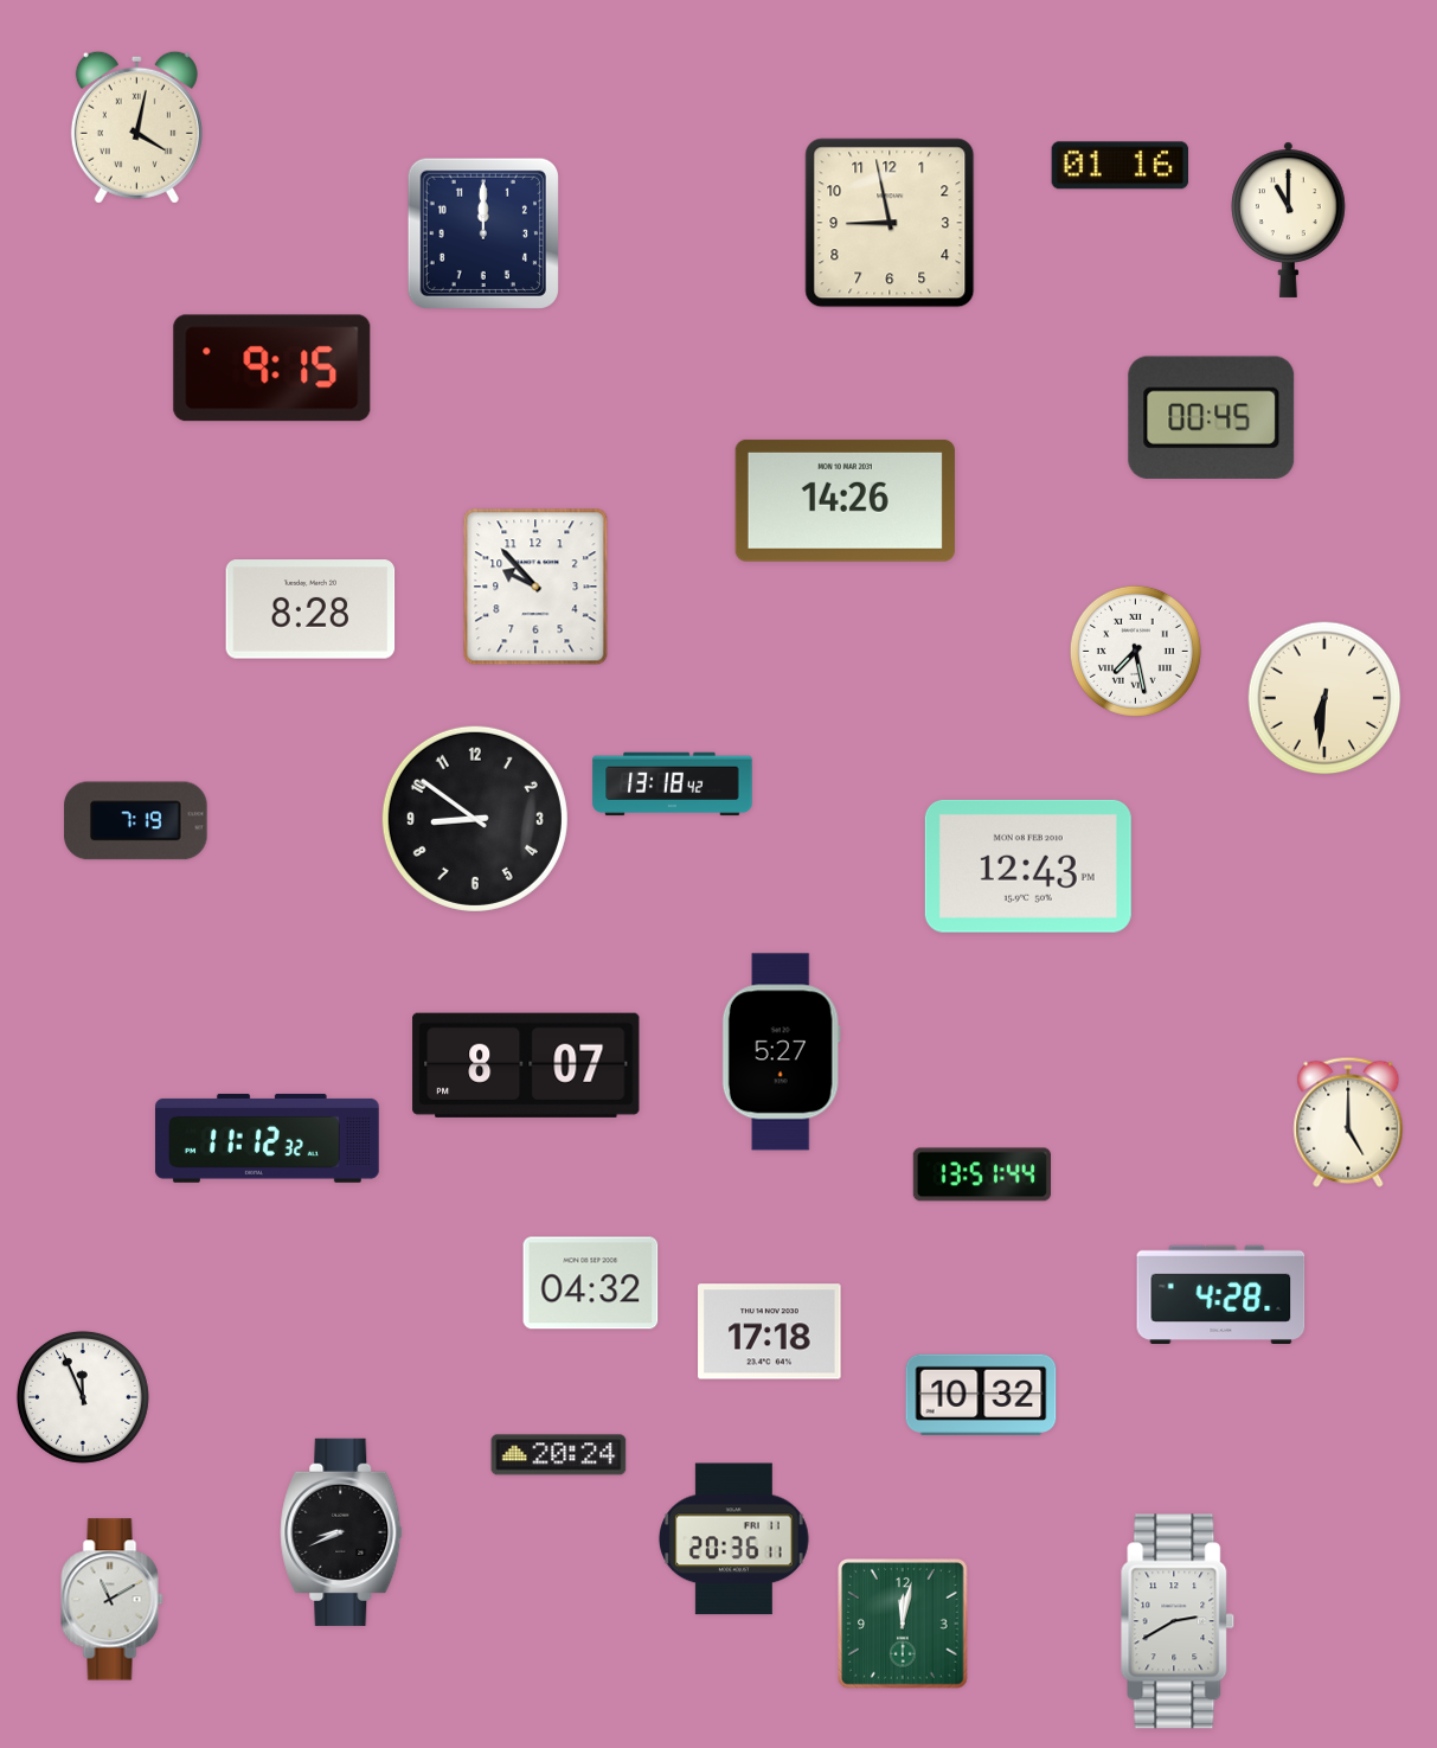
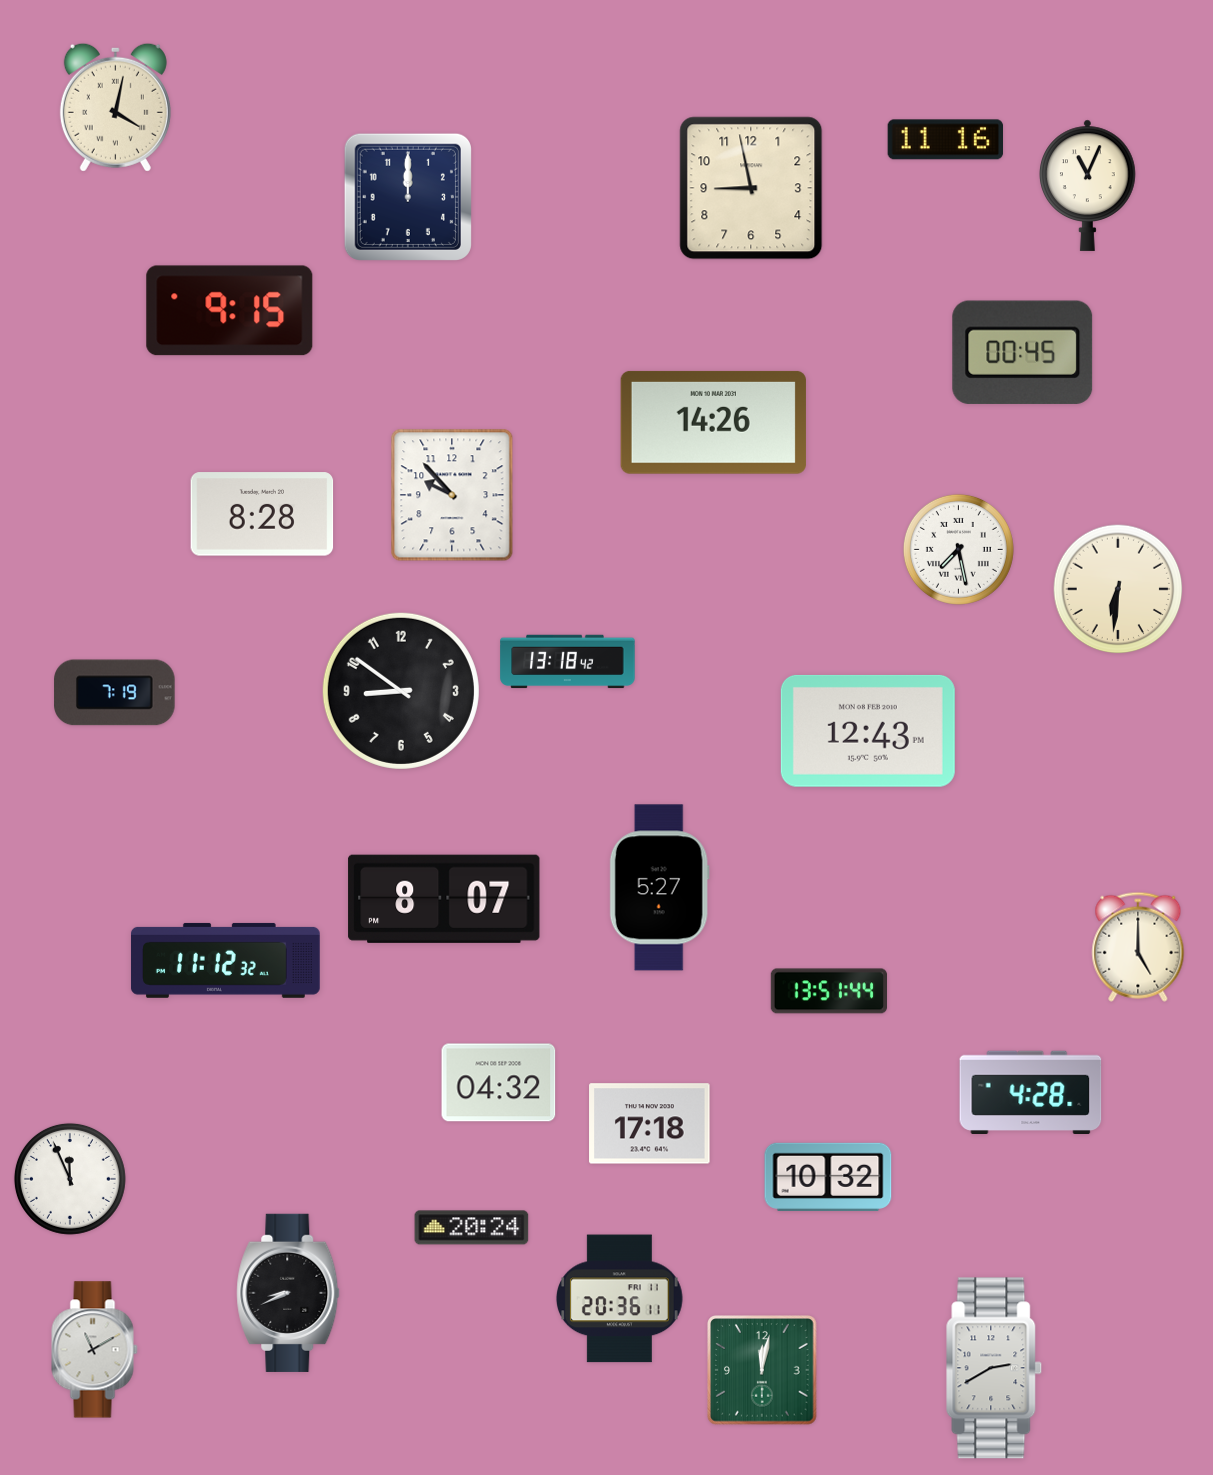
clock at (1120, 166): 01:16 -> 11:16
clock at (1289, 219): 11:00 -> 11:04
